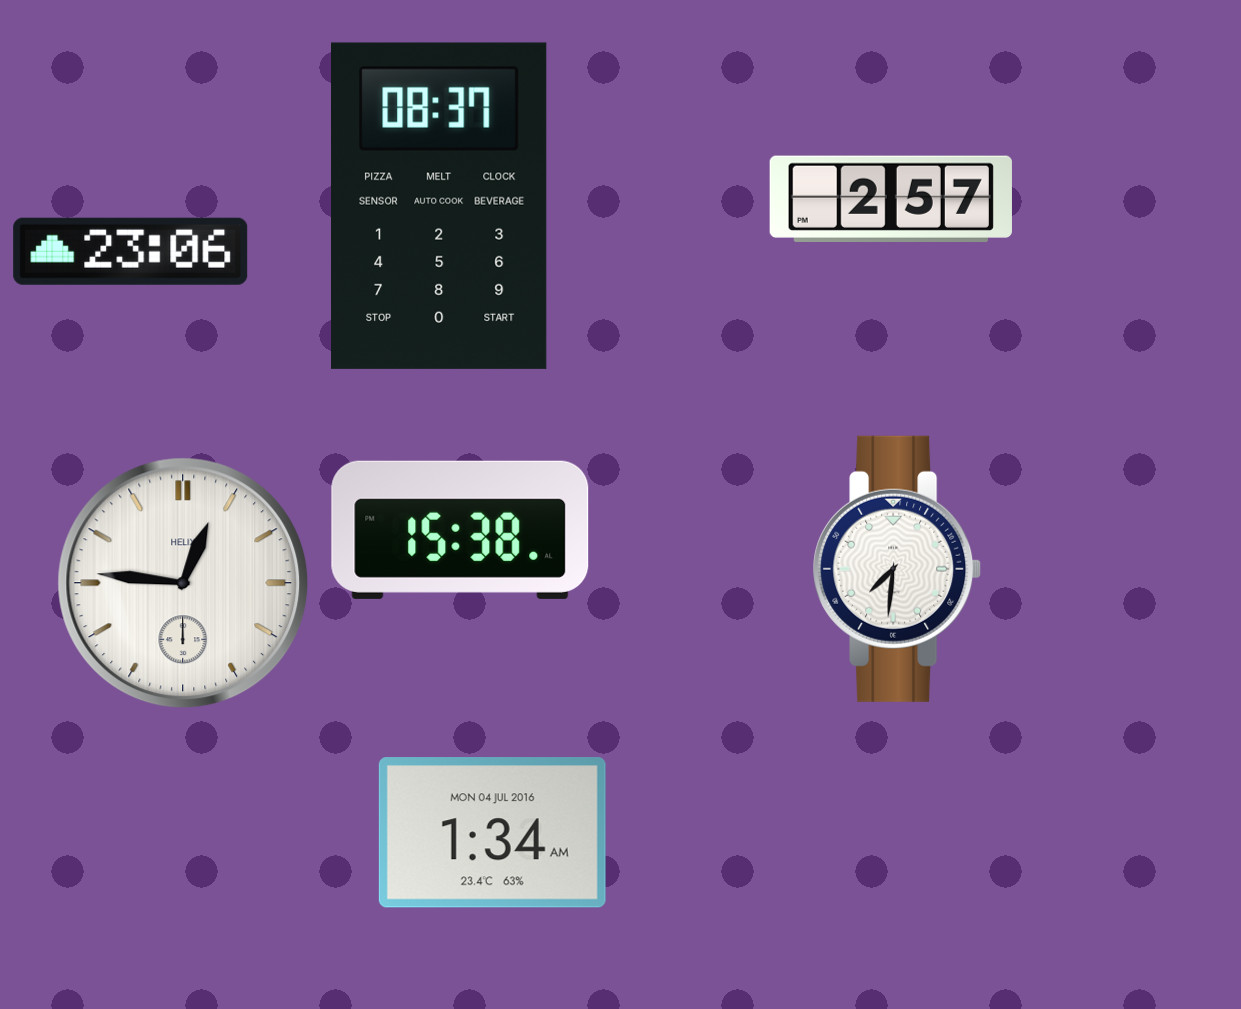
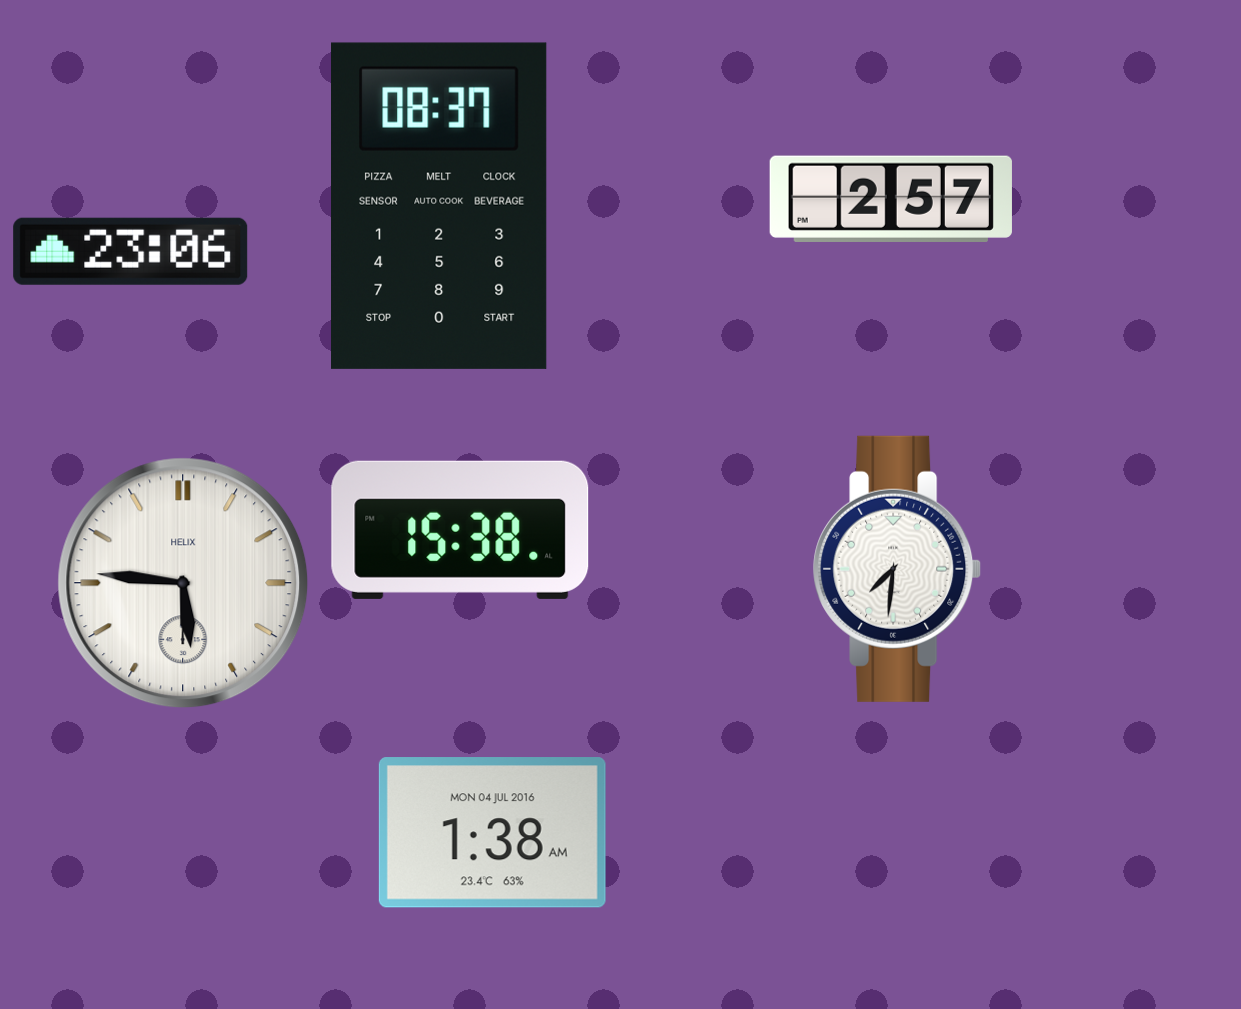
clock at (183, 583): 12:46 -> 5:46
clock at (492, 833): 1:34 -> 1:38
